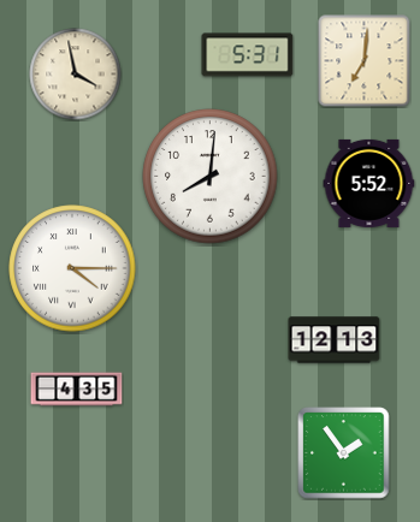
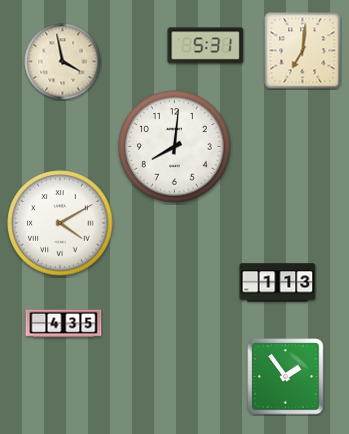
clock at (369, 183): 5:52 -> none
clock at (72, 268): 4:15 -> 4:10
clock at (335, 340): 12:13 -> 1:13
